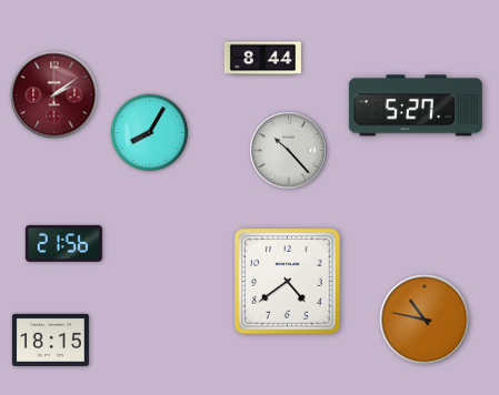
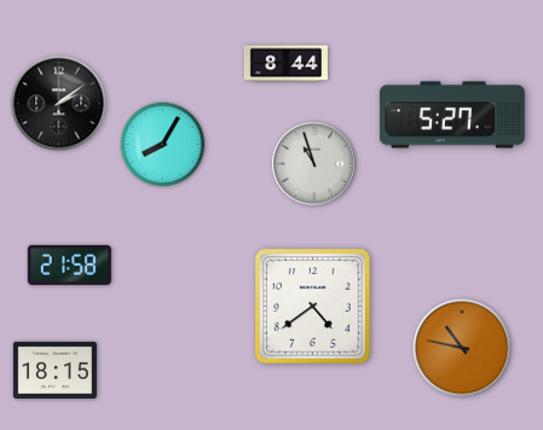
clock at (54, 95) dial: burgundy -> black
clock at (289, 151): 10:23 -> 10:57
clock at (63, 243): 21:56 -> 21:58
